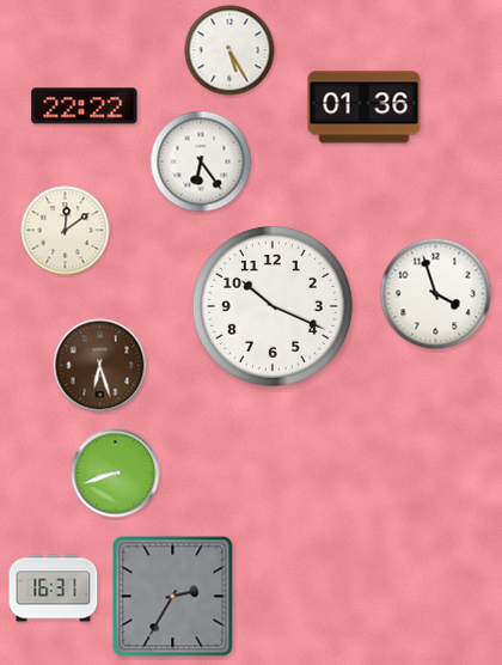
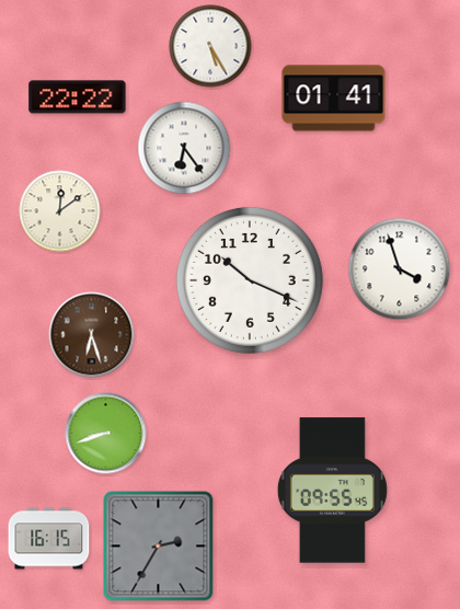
clock at (365, 108): 01:36 -> 01:41
clock at (332, 491): none -> 09:55
clock at (54, 588): 16:31 -> 16:15
